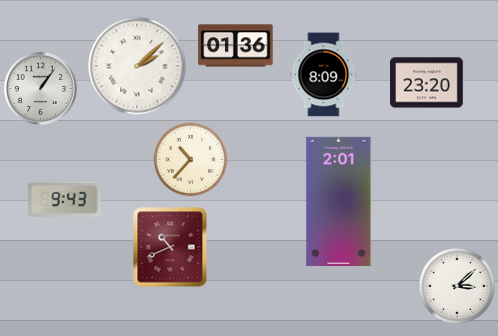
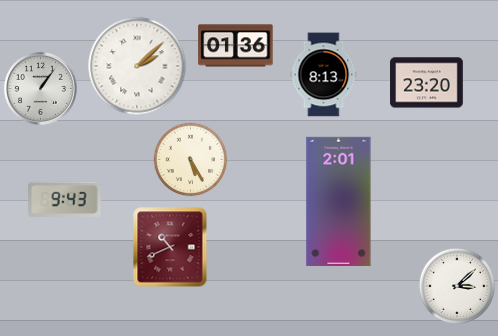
clock at (324, 75): 8:09 -> 8:13
clock at (191, 160): 10:37 -> 5:25
